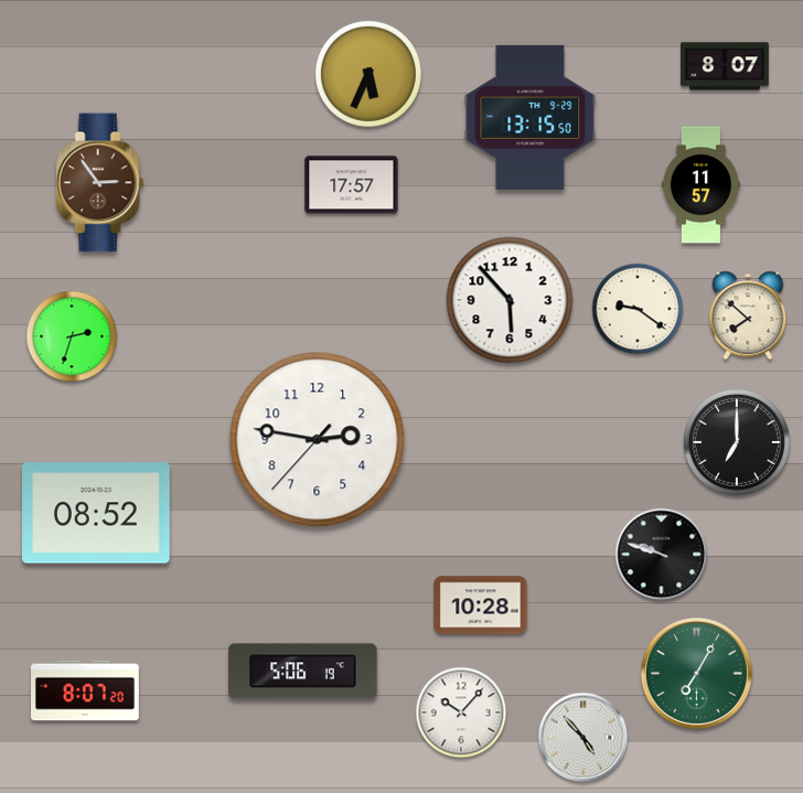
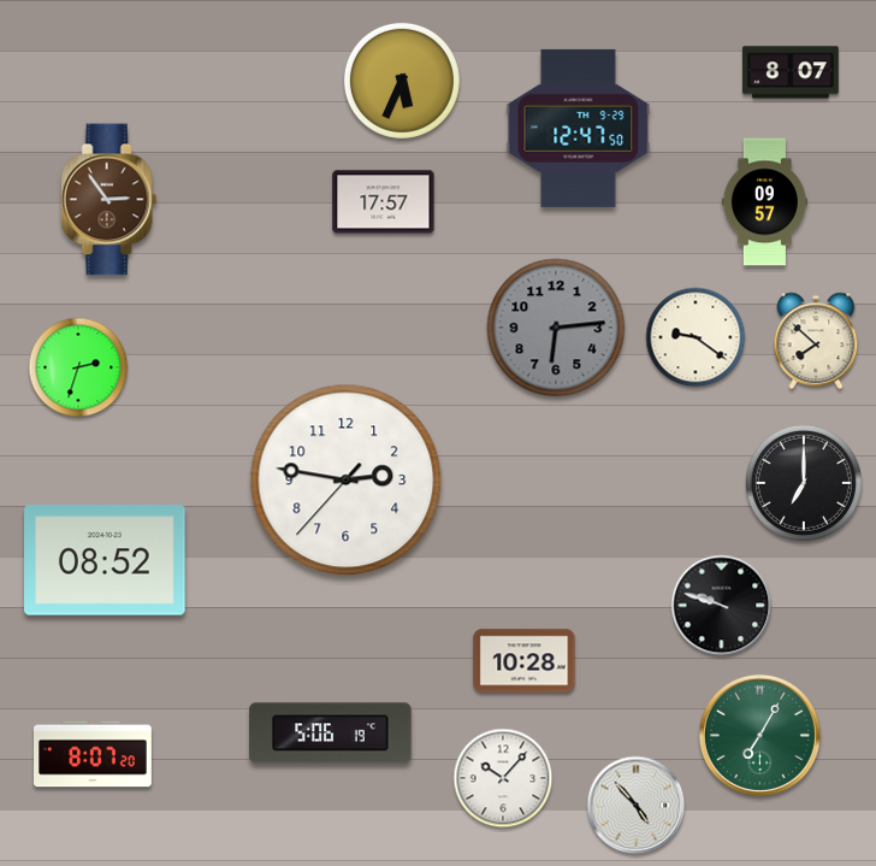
clock at (531, 117): 13:15 -> 12:47
clock at (700, 185): 11:57 -> 09:57
clock at (510, 300): 5:53 -> 6:14
clock at (510, 300) dial: white -> grey
clock at (748, 315) position: (748, 315) -> (816, 341)
